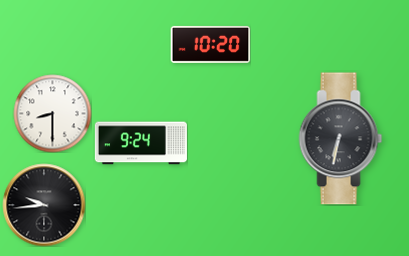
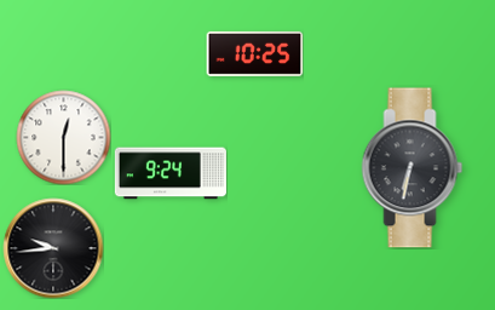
clock at (210, 44): 10:20 -> 10:25
clock at (52, 113): 8:30 -> 12:30
